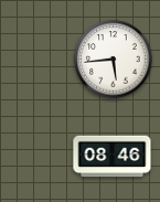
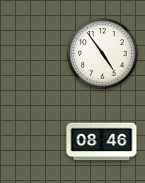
clock at (114, 60): 5:44 -> 4:54
